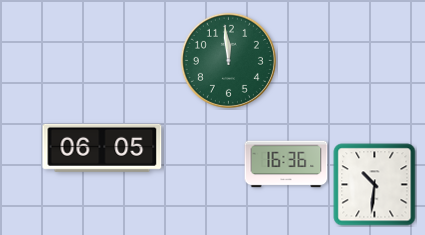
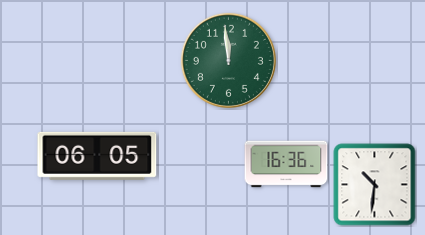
clock at (102, 148) position: (102, 148) -> (97, 156)
